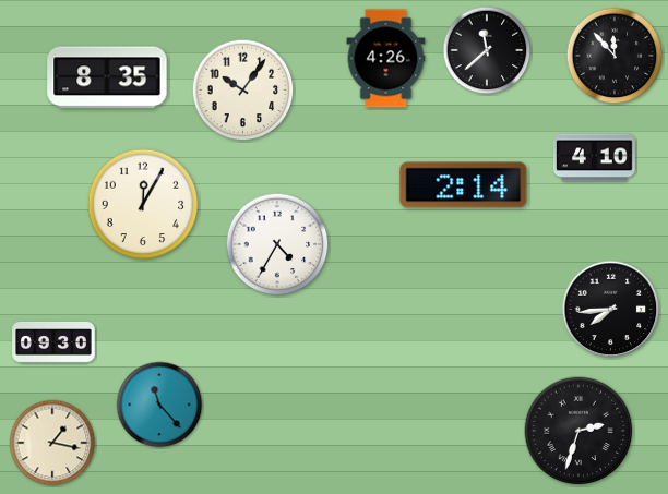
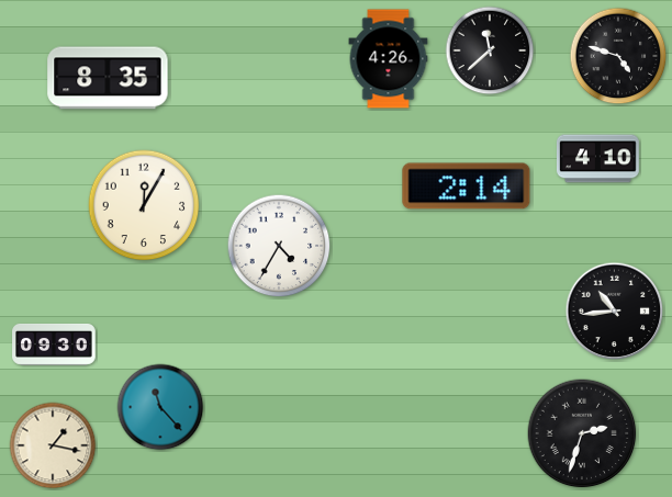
clock at (615, 56): 11:53 -> 4:48
clock at (243, 91): 10:06 -> none
clock at (611, 310): 7:44 -> 10:44
